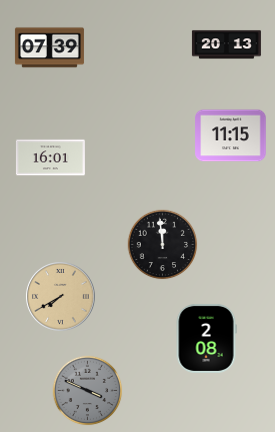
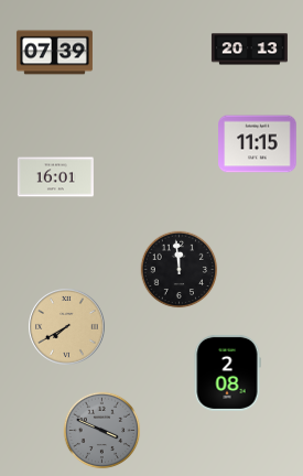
clock at (231, 136) position: (231, 136) -> (258, 144)
clock at (50, 158) position: (50, 158) -> (55, 177)
clock at (88, 391) position: (88, 391) -> (102, 431)
